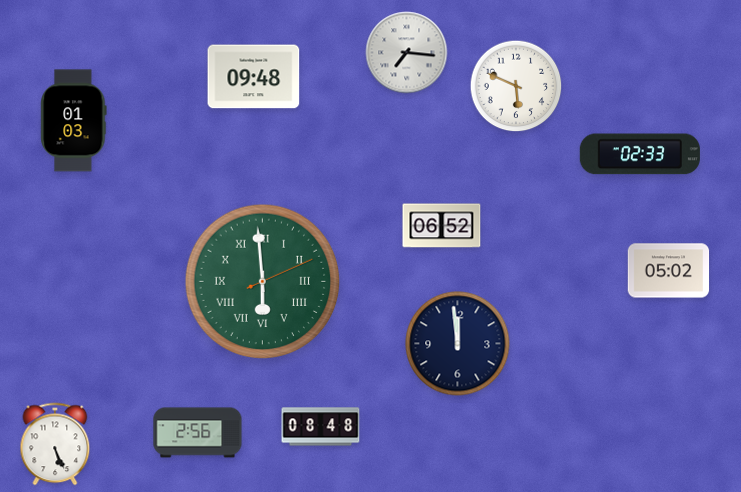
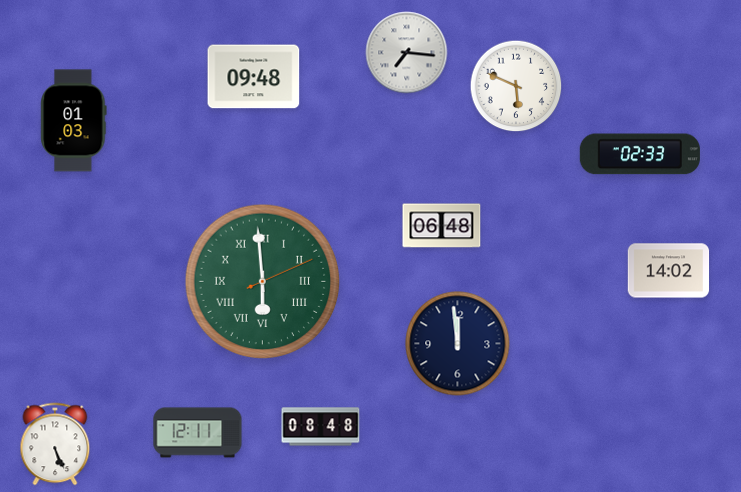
clock at (442, 226): 06:52 -> 06:48
clock at (669, 271): 05:02 -> 14:02
clock at (198, 433): 2:56 -> 12:11
